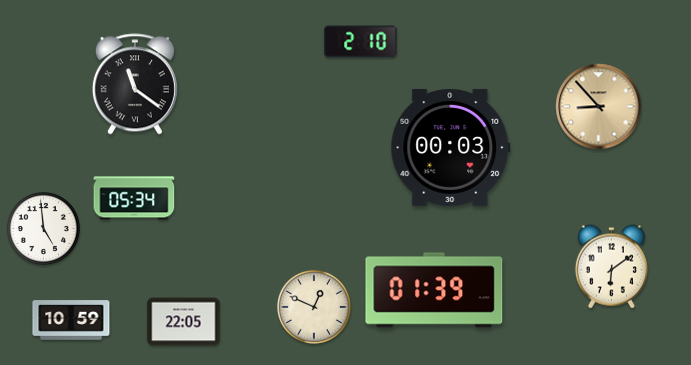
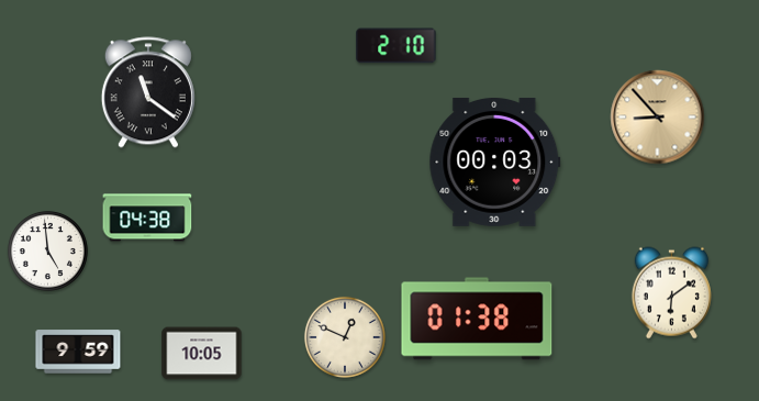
clock at (134, 198): 05:34 -> 04:38
clock at (434, 290): 01:39 -> 01:38
clock at (71, 320): 10:59 -> 9:59
clock at (184, 322): 22:05 -> 10:05
